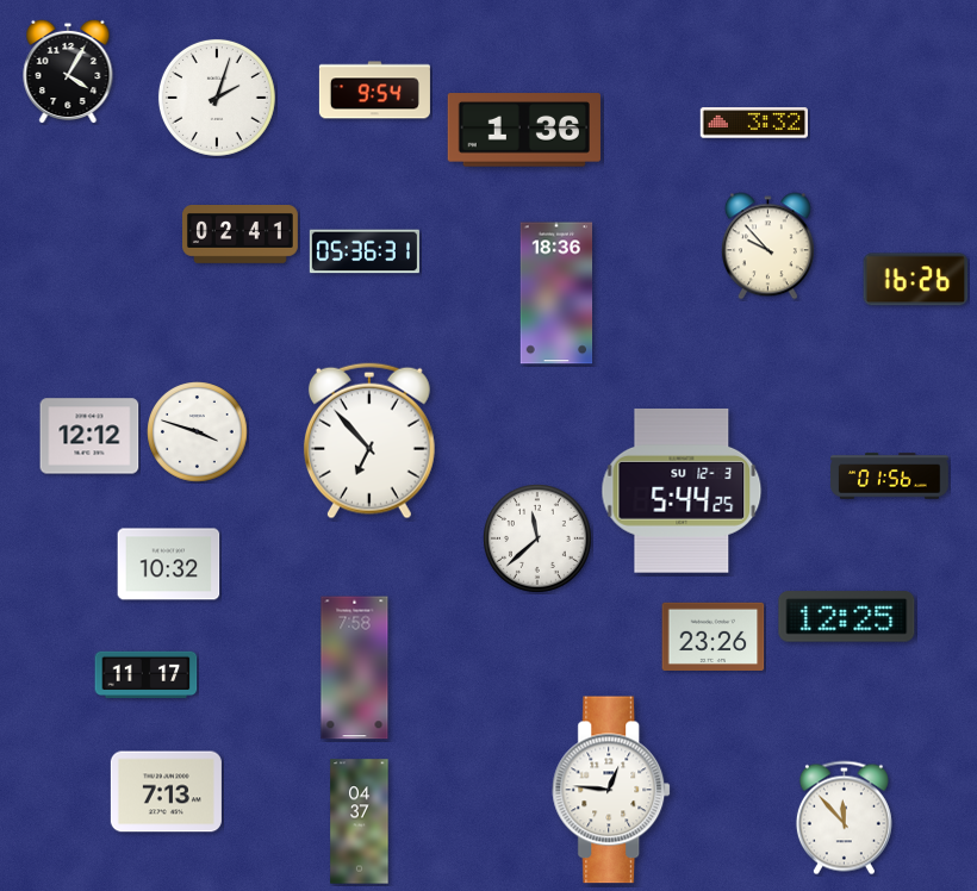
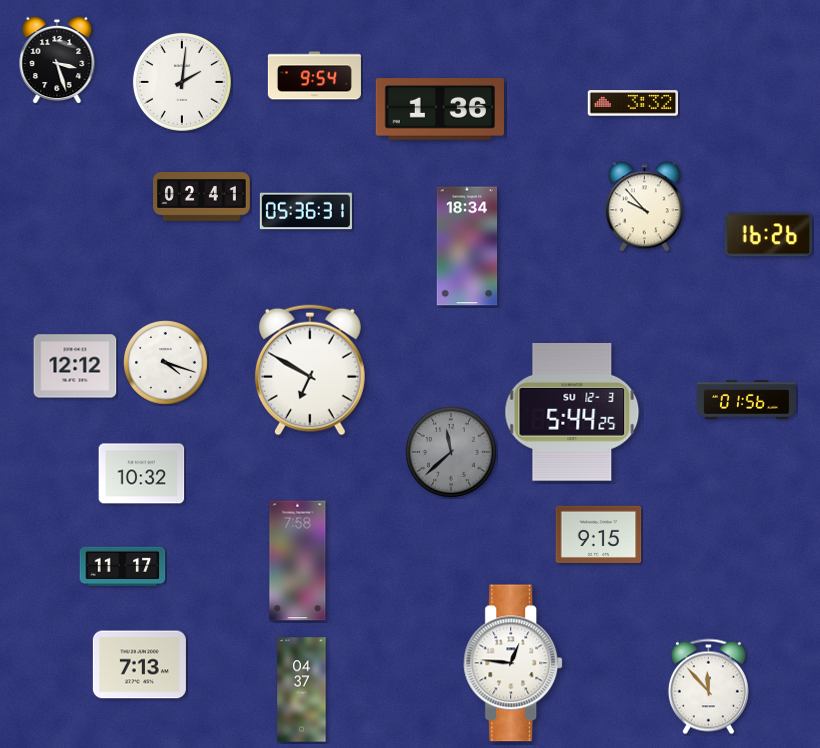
clock at (68, 71): 4:05 -> 3:27
clock at (217, 98): 2:03 -> 2:01
clock at (556, 293): 18:36 -> 18:34
clock at (198, 432): 3:48 -> 4:18
clock at (369, 441): 6:53 -> 6:50
clock at (539, 540) dial: white -> grey
clock at (847, 617): 12:25 -> none
clock at (714, 636): 23:26 -> 9:15
